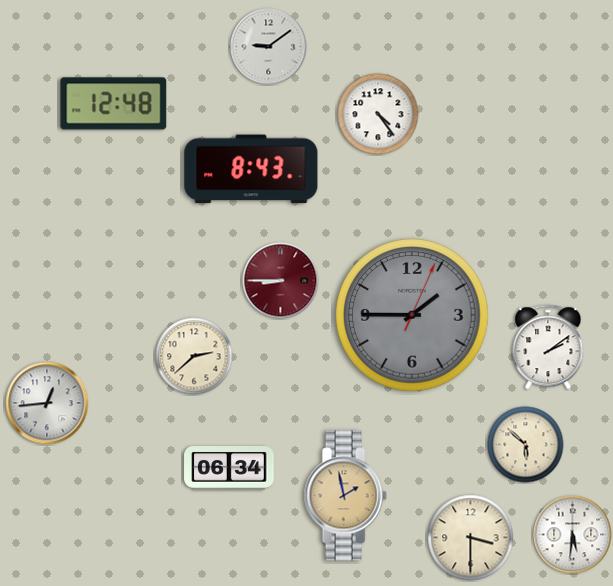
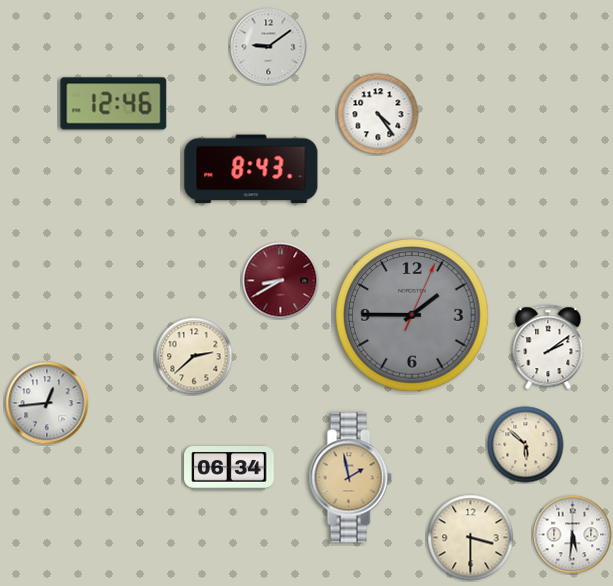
clock at (114, 104): 12:48 -> 12:46
clock at (281, 281): 8:45 -> 8:40
clock at (345, 496) position: (345, 496) -> (350, 478)
